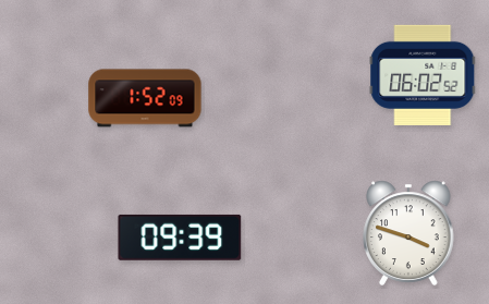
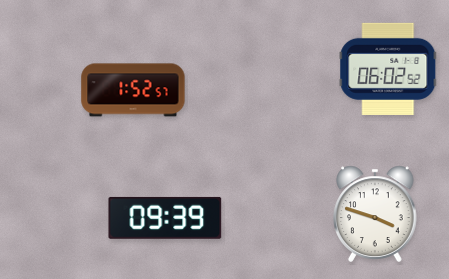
clock at (145, 98): 1:52:09 -> 1:52:57
